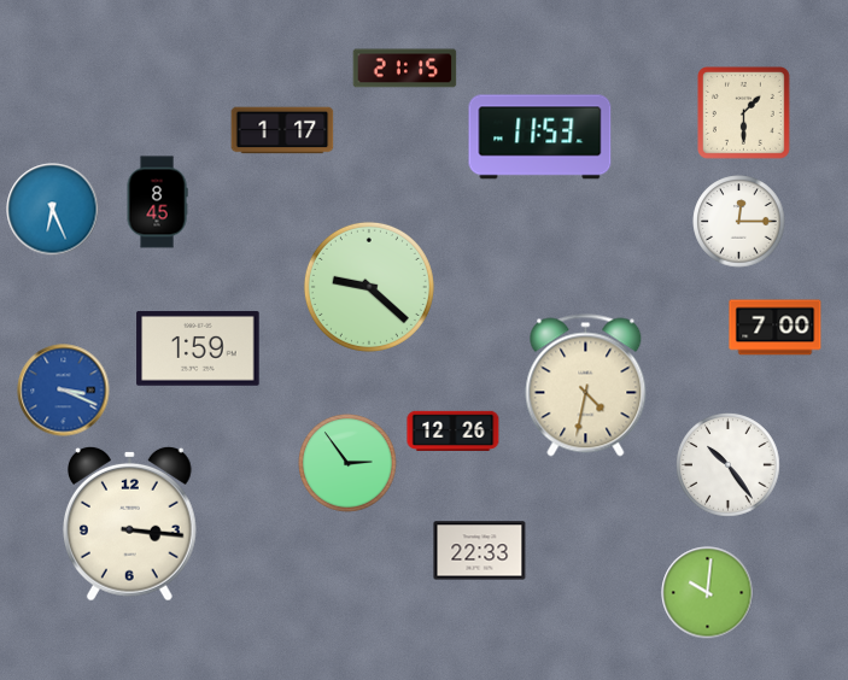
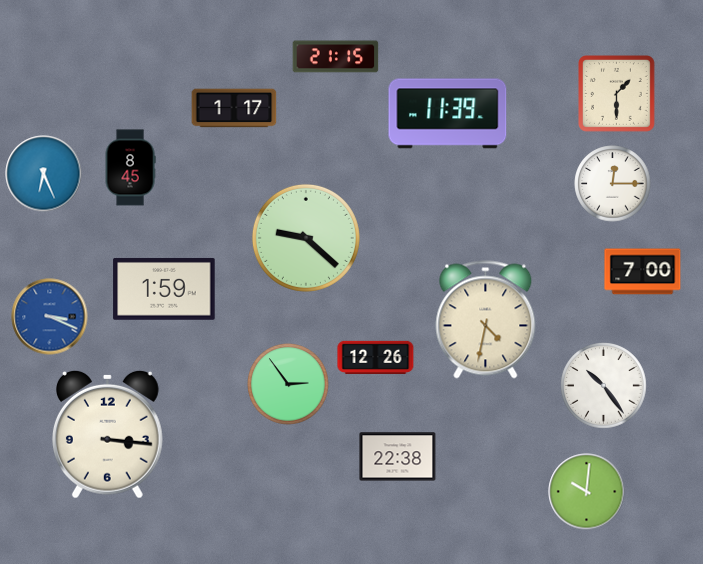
clock at (540, 137): 11:53 -> 11:39
clock at (64, 391) position: (64, 391) -> (50, 317)
clock at (480, 551): 22:33 -> 22:38
